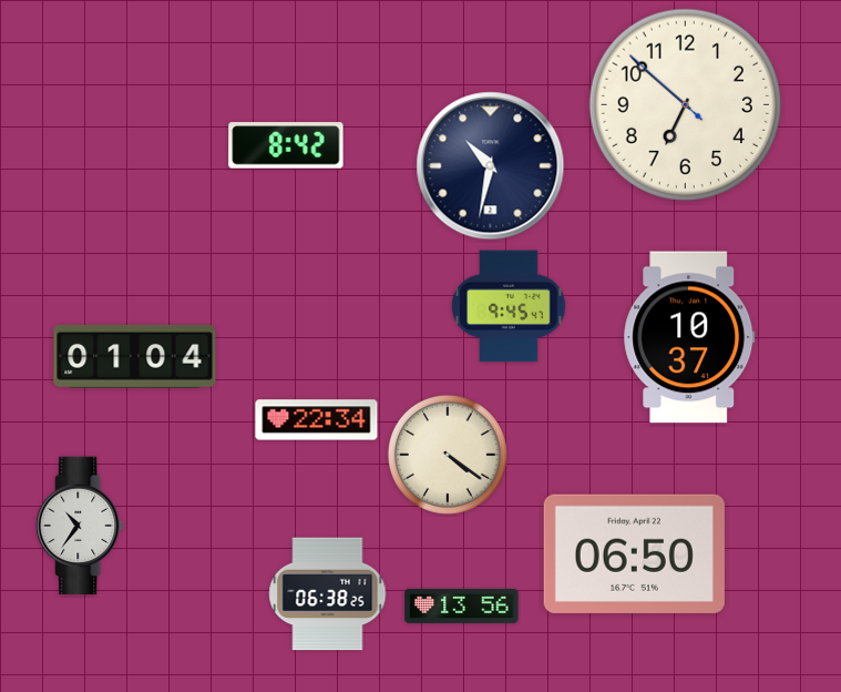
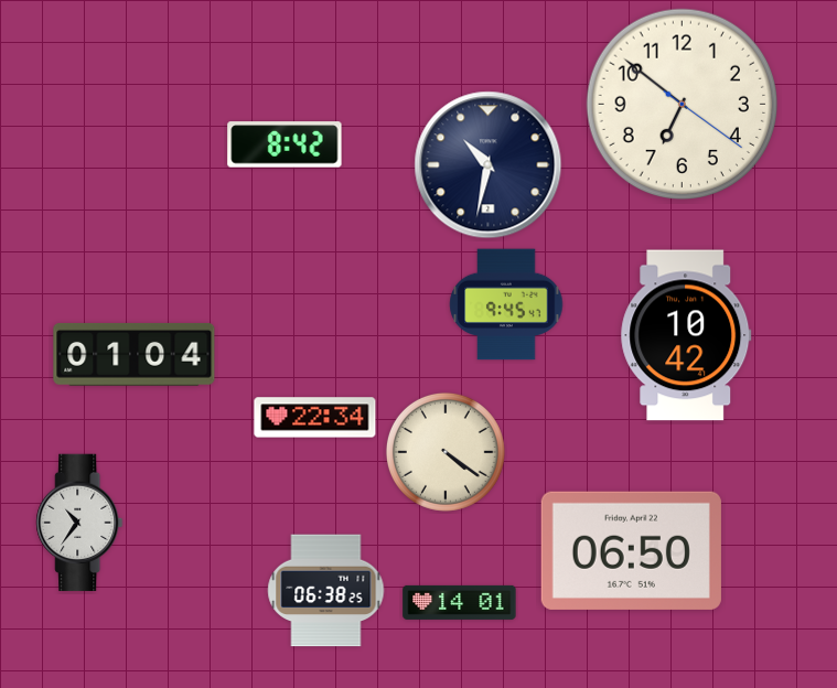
clock at (686, 105): 6:51:52 -> 6:51:21
clock at (689, 337): 10:37 -> 10:42
clock at (462, 605): 13:56 -> 14:01
